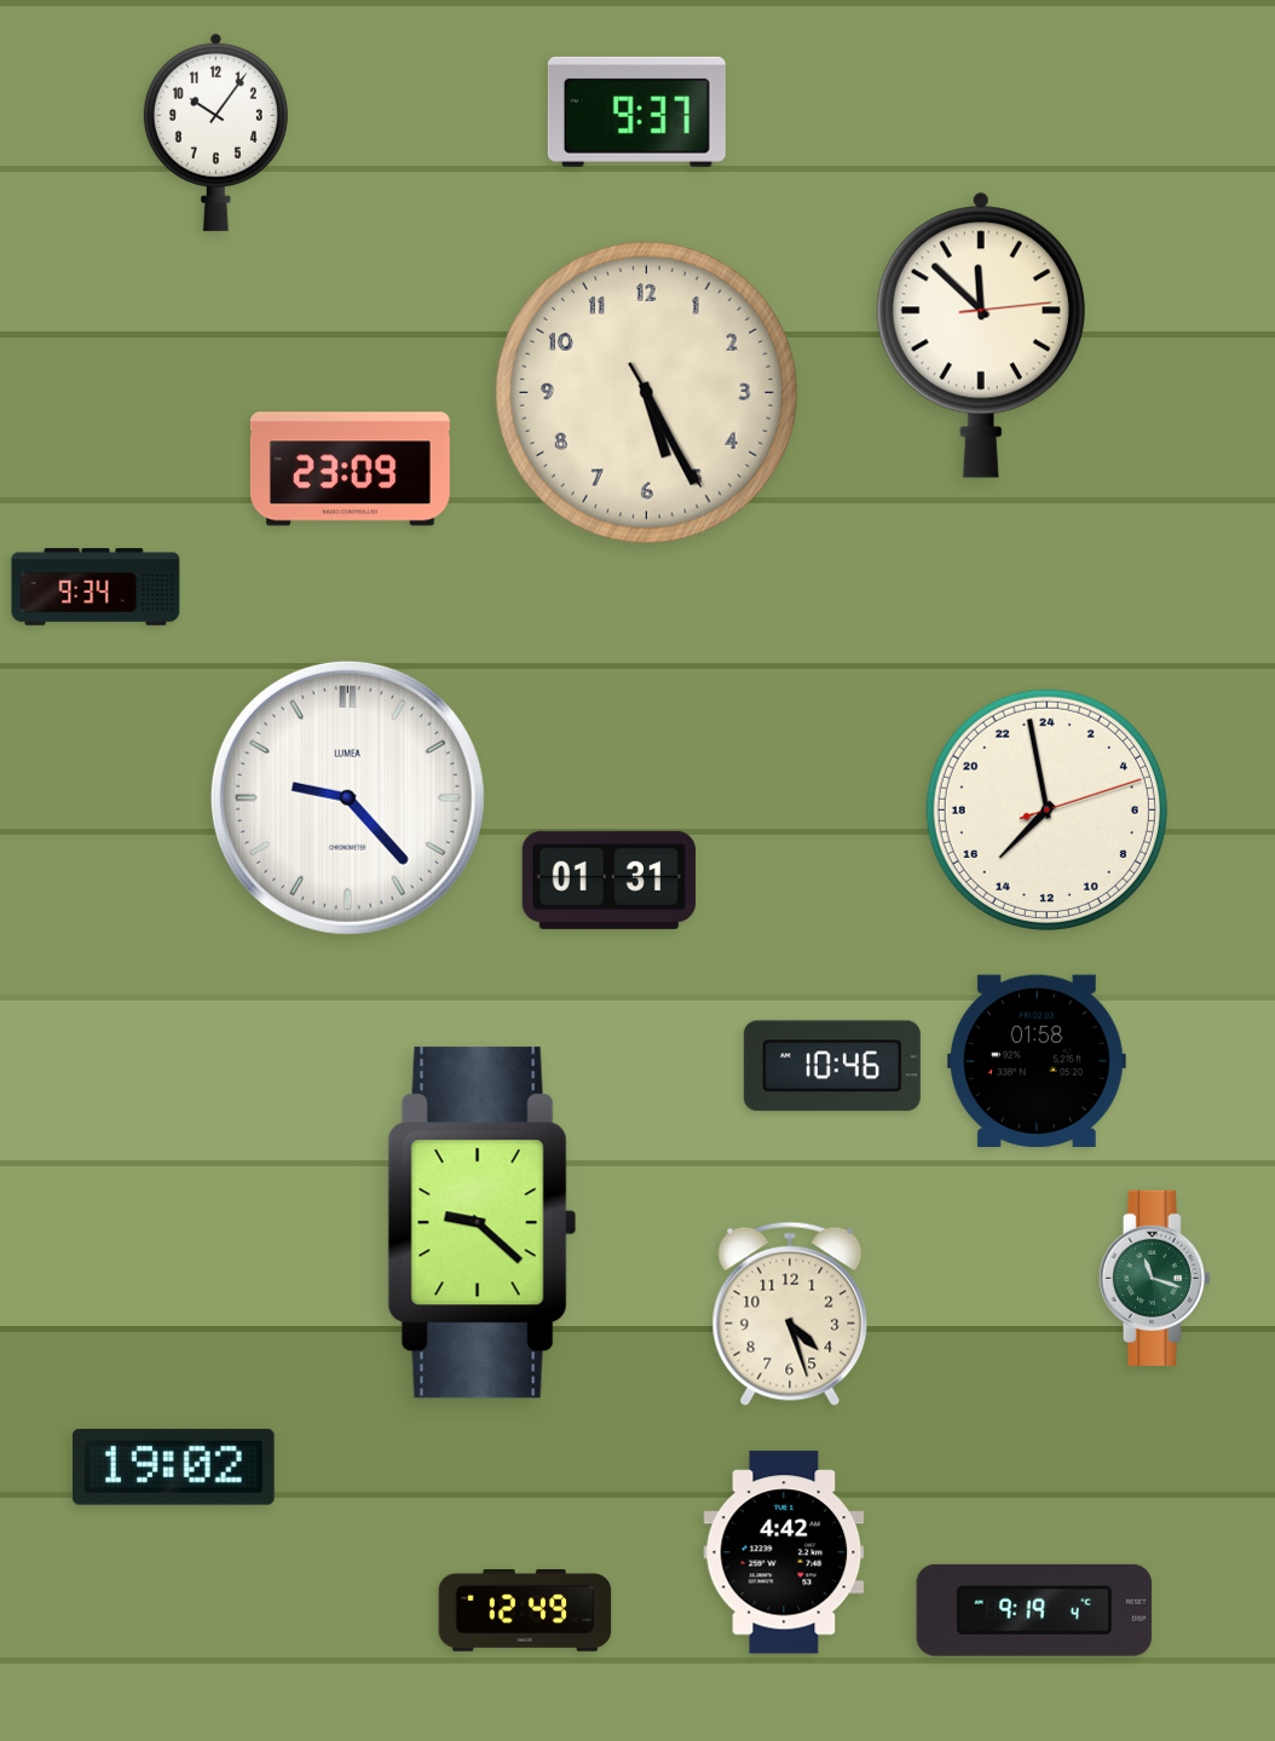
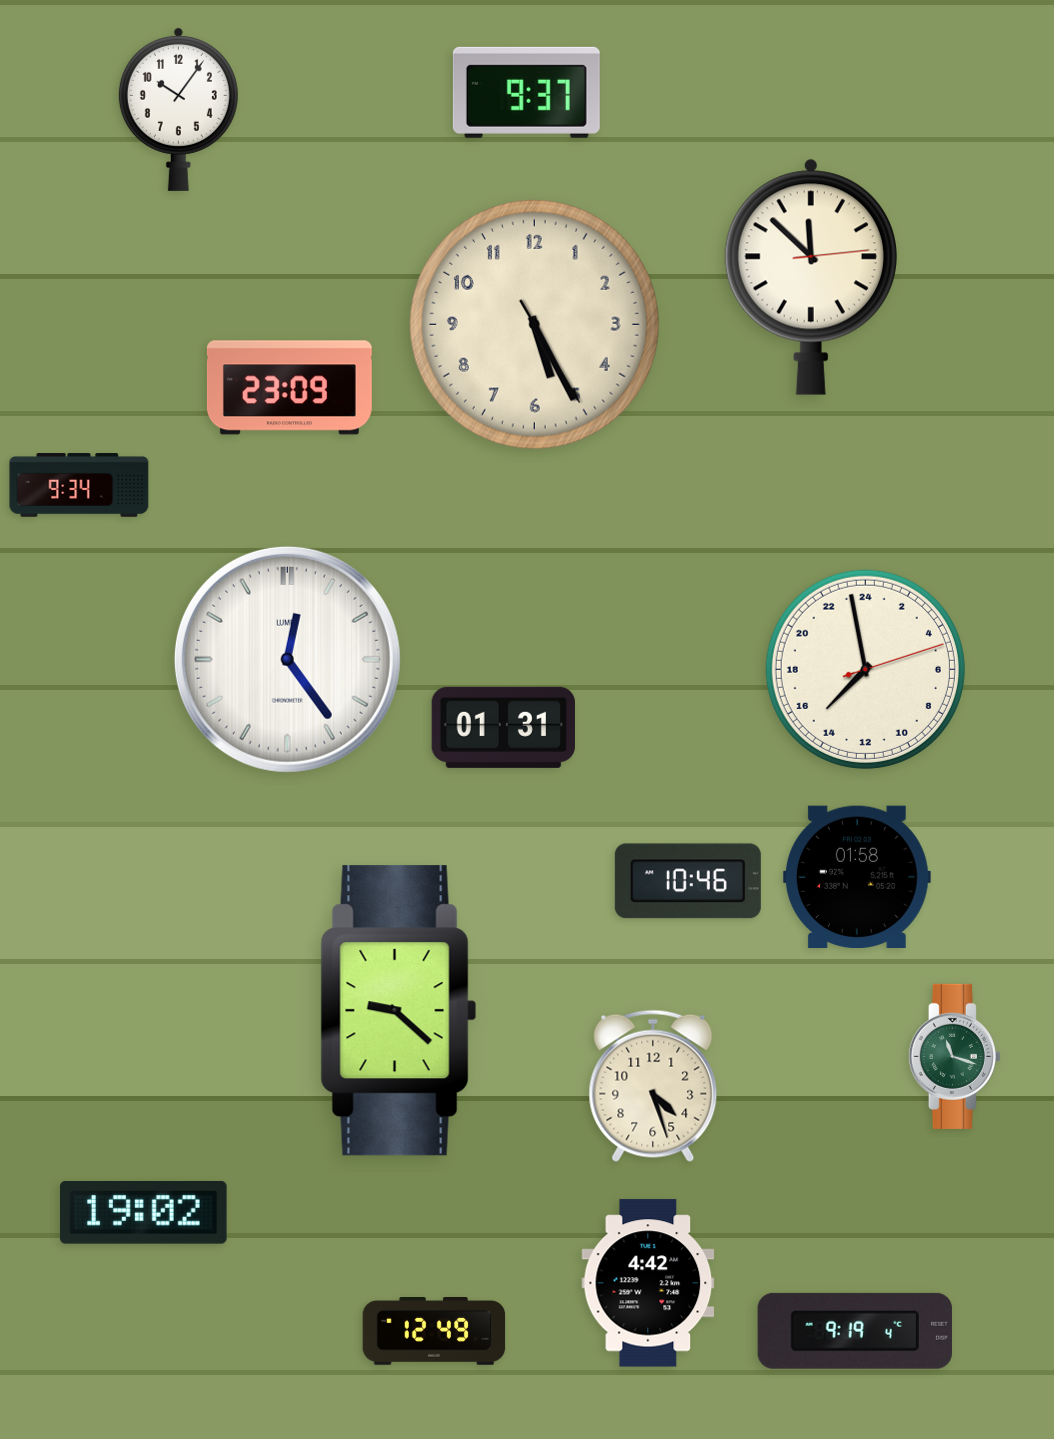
clock at (347, 797): 9:23 -> 12:24
